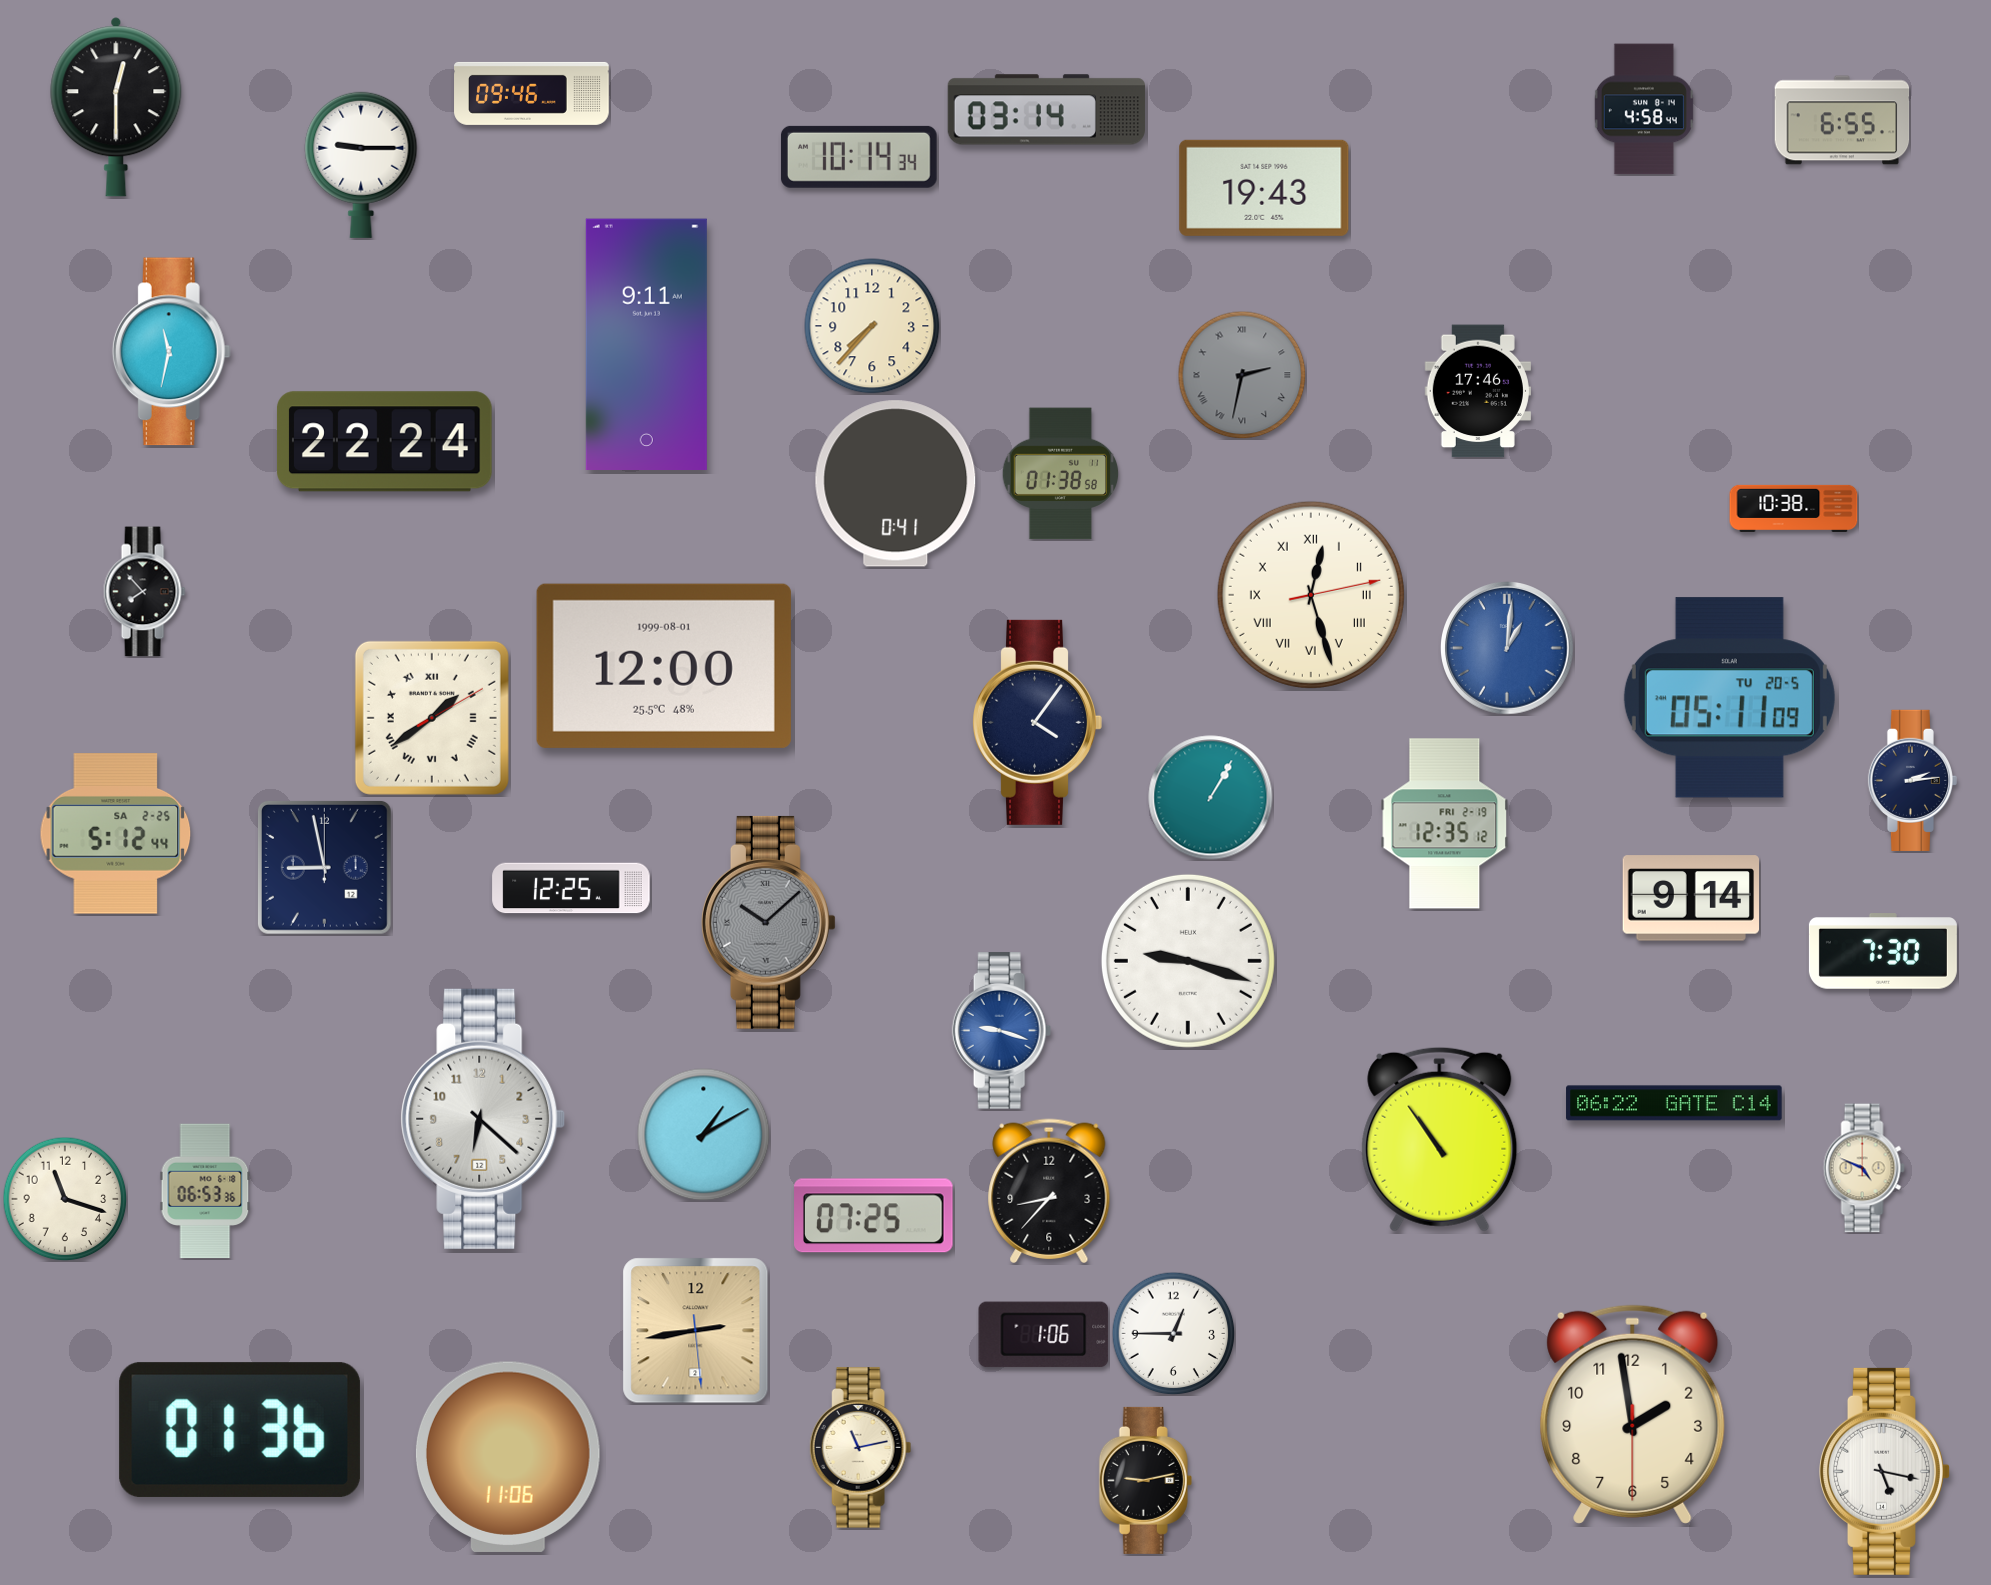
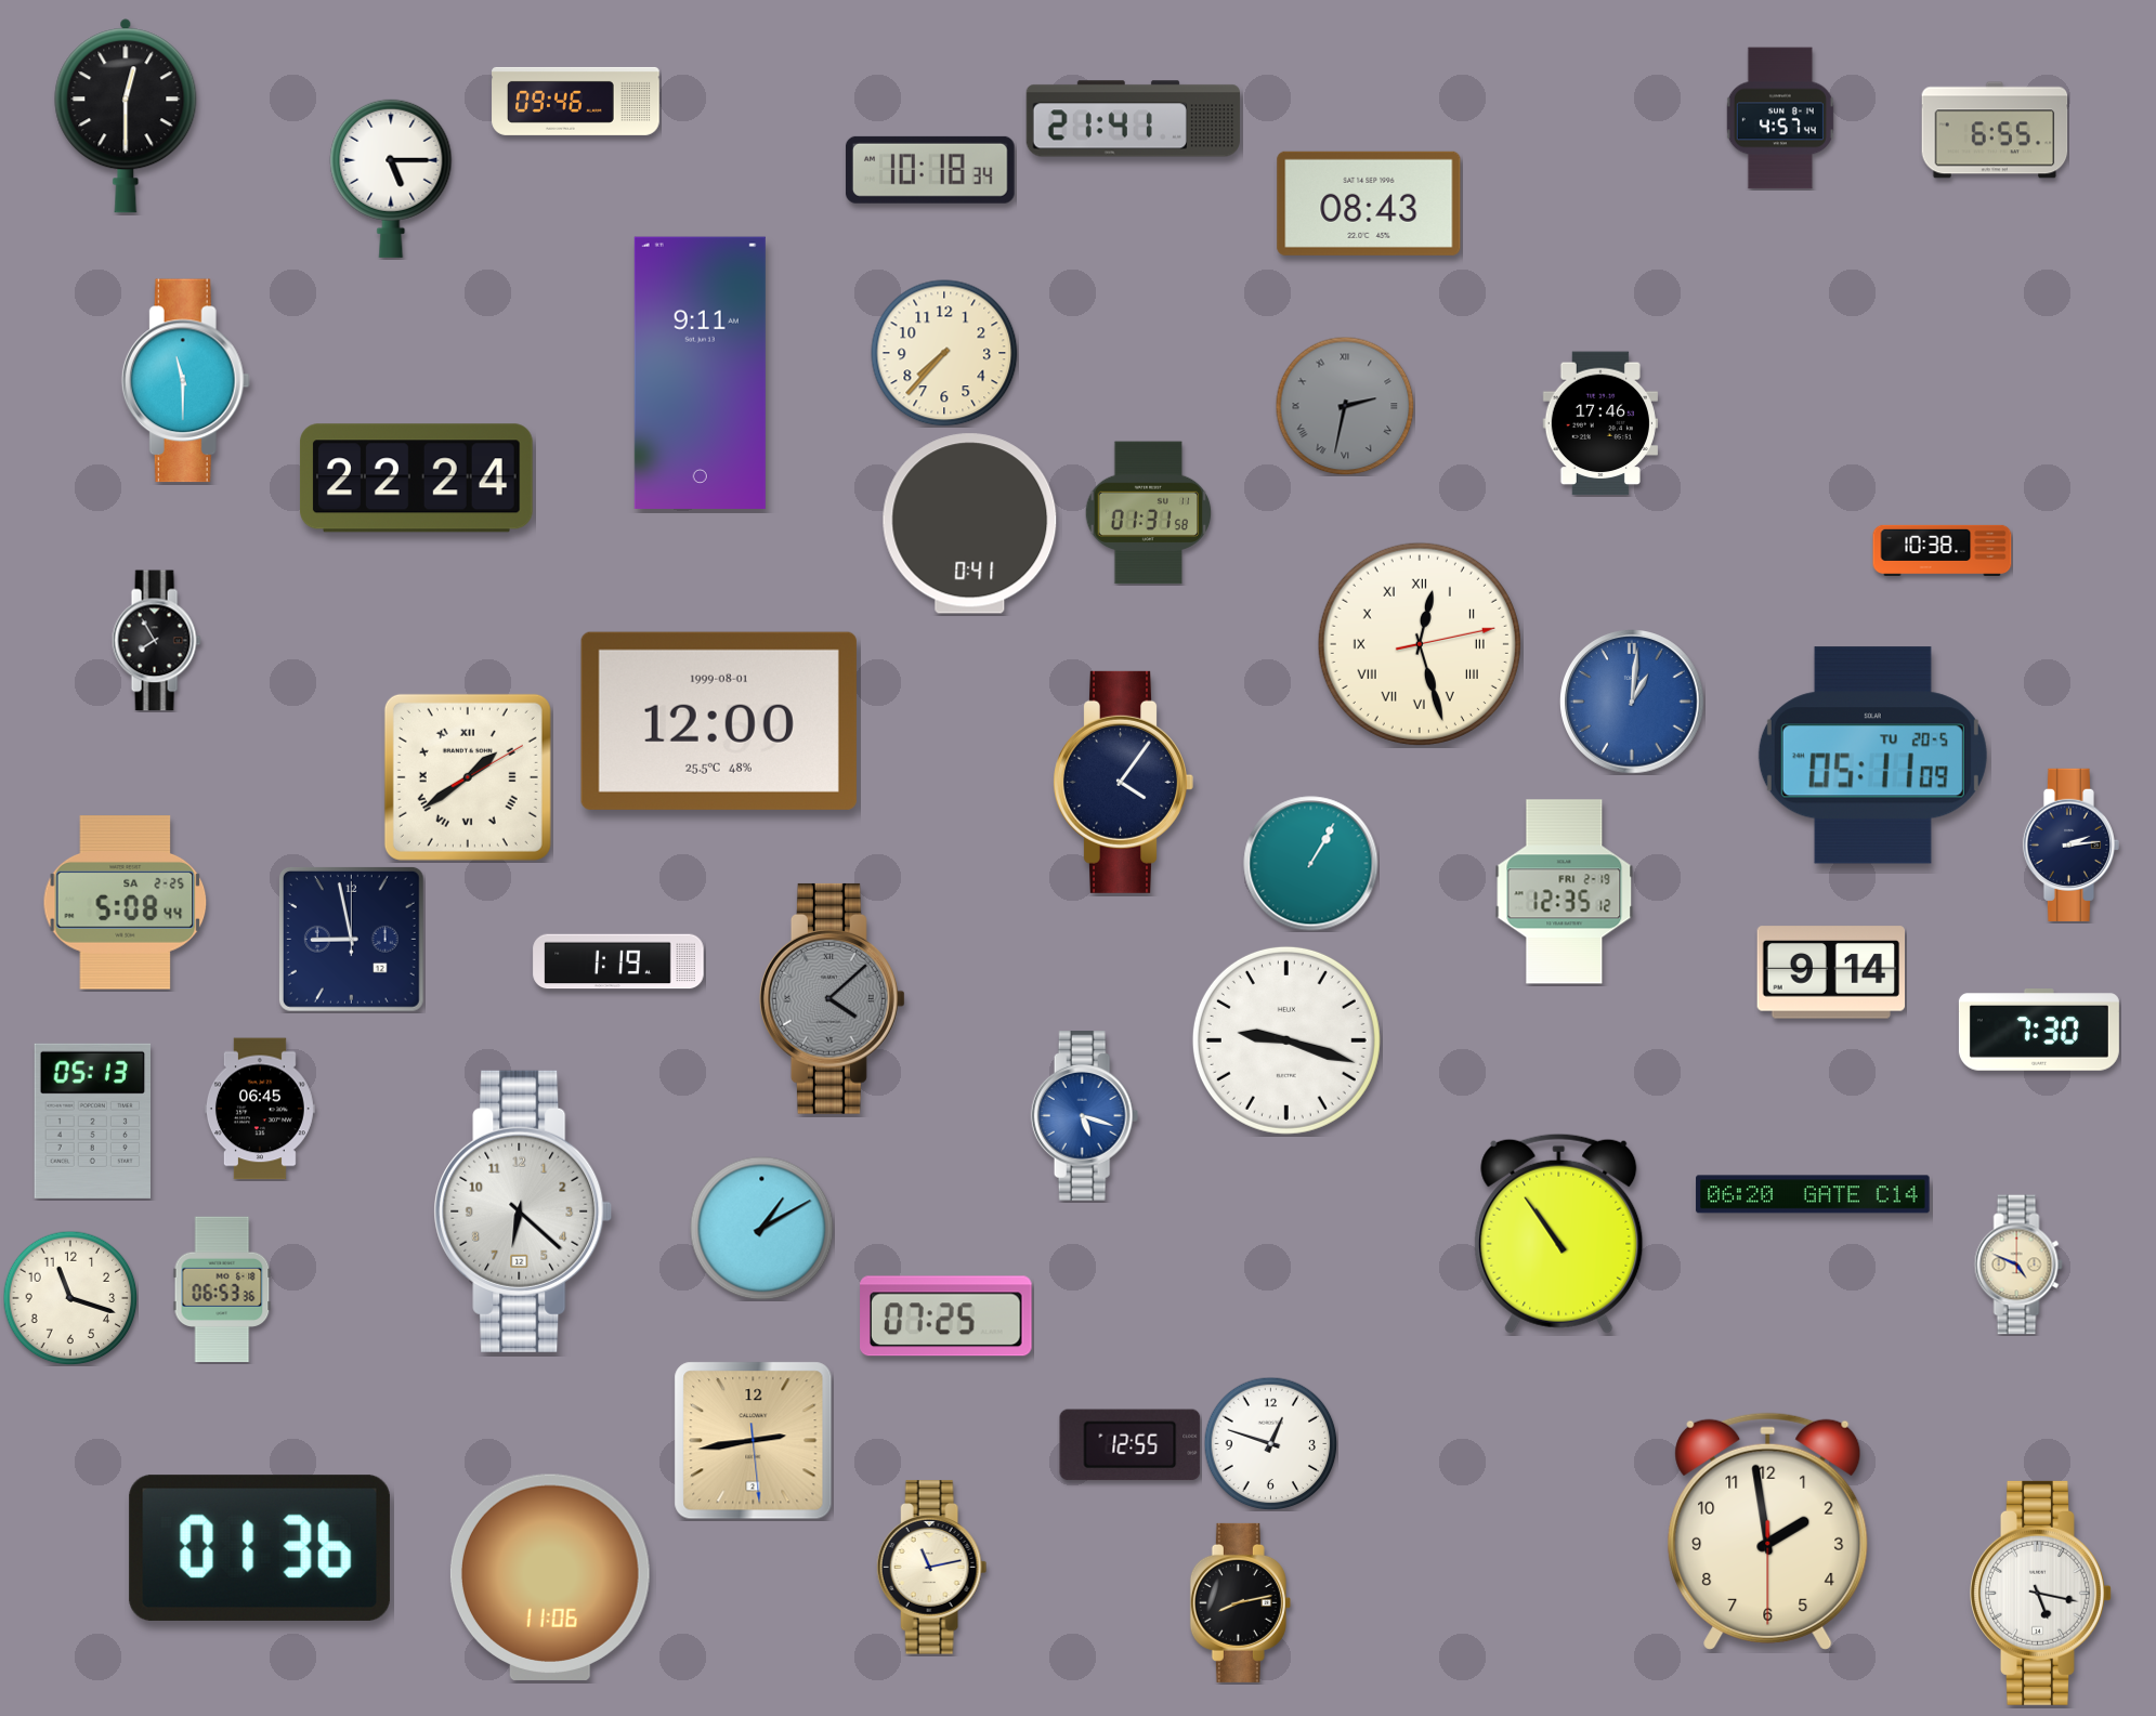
clock at (1644, 109): 4:58 -> 4:57
clock at (1046, 110): 03:14 -> 21:41
clock at (859, 157): 10:14 -> 10:18
clock at (361, 165): 9:15 -> 5:15
clock at (1264, 188): 19:43 -> 08:43
clock at (171, 352): 11:32 -> 11:30
clock at (1061, 474): 01:38 -> 01:31
clock at (144, 592): 7:53 -> 7:55
clock at (116, 834): 5:12 -> 5:08
clock at (571, 888): 12:25 -> 1:19
clock at (768, 922): 10:08 -> 4:08
clock at (260, 1109): none -> 06:45
clock at (1002, 1031): 9:18 -> 5:18
clock at (92, 1121): none -> 05:13
clock at (1674, 1103): 06:22 -> 06:20
clock at (1049, 1191): 8:37 -> none
clock at (1173, 1333): 12:45 -> 12:48
clock at (1044, 1335): 1:06 -> 12:55
clock at (1145, 1480): 9:13 -> 8:13
